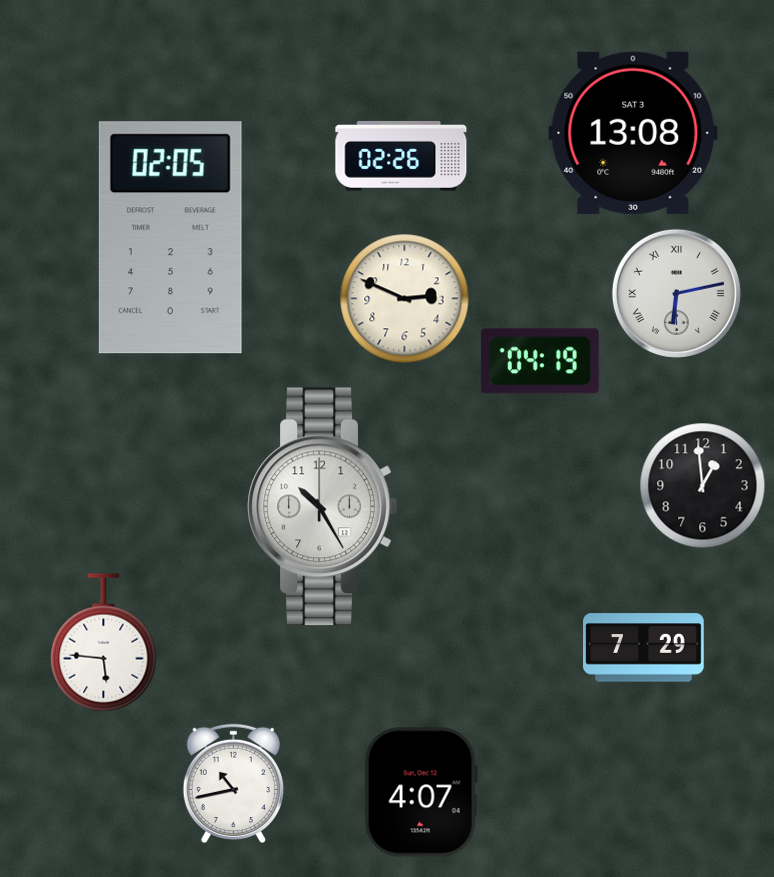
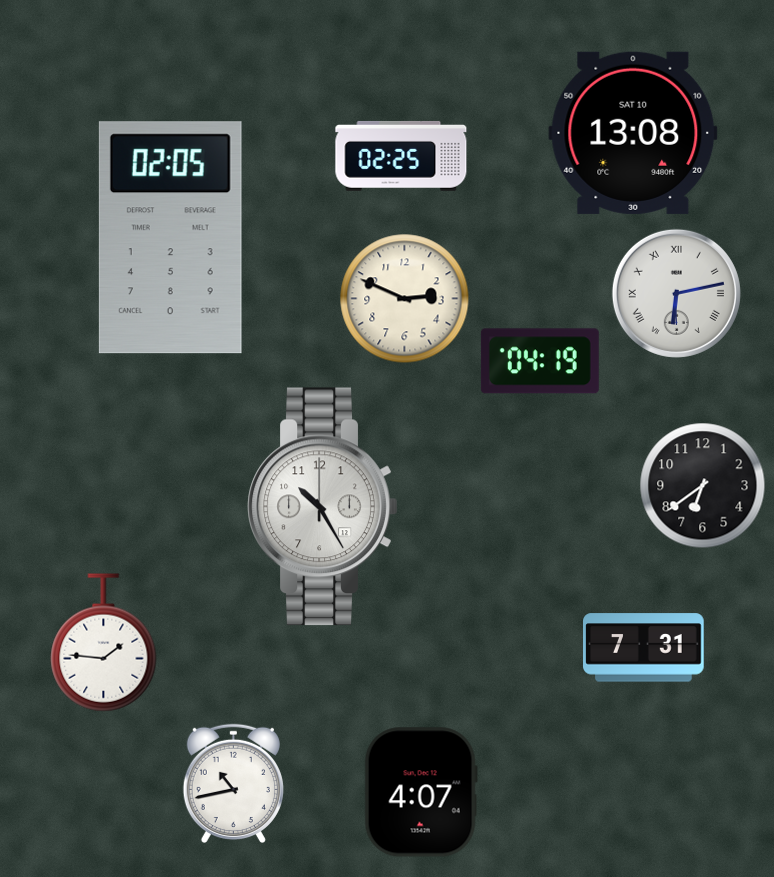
clock at (633, 133) date: SAT 3 -> SAT 10
clock at (401, 156): 02:26 -> 02:25
clock at (703, 486): 12:59 -> 6:39
clock at (104, 643): 5:46 -> 1:46
clock at (644, 648): 7:29 -> 7:31
